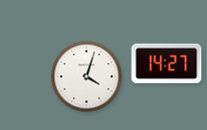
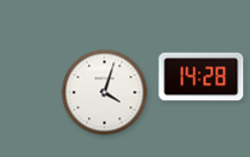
clock at (167, 64): 14:27 -> 14:28
